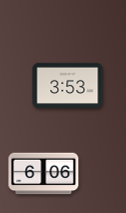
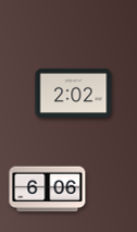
clock at (68, 85): 3:53 -> 2:02
